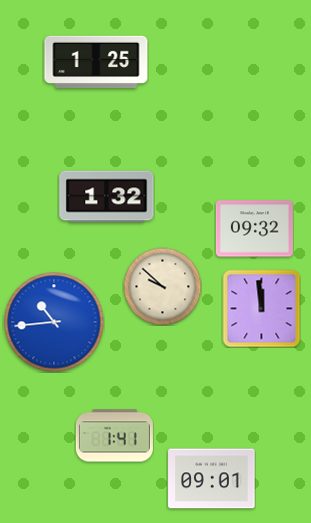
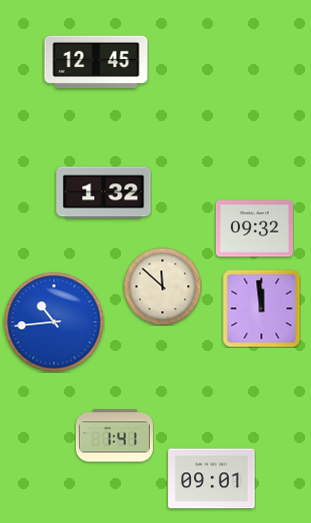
clock at (96, 61): 1:25 -> 12:45
clock at (107, 197) position: (107, 197) -> (104, 193)
clock at (162, 286): 9:52 -> 11:52
